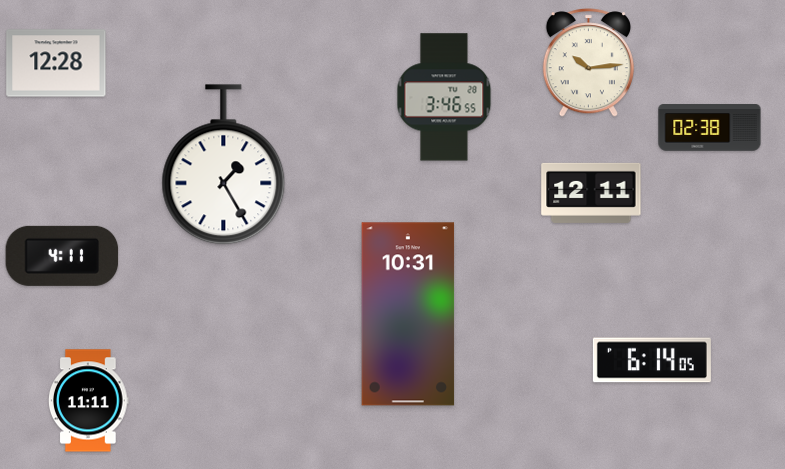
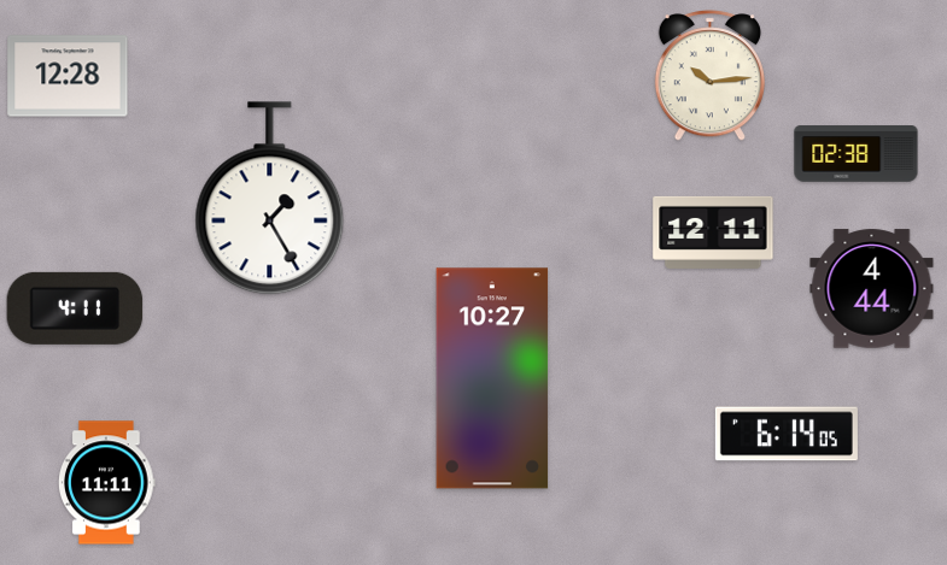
clock at (444, 97): 3:46 -> none
clock at (872, 289): none -> 4:44
clock at (408, 314): 10:31 -> 10:27
